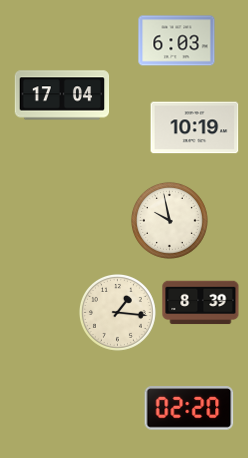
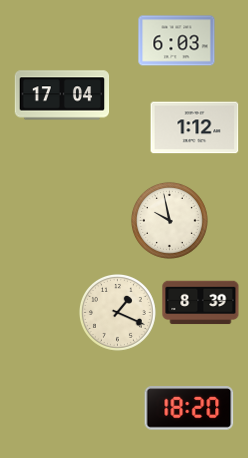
clock at (195, 128): 10:19 -> 1:12
clock at (117, 312): 1:16 -> 1:19
clock at (189, 408): 02:20 -> 18:20
